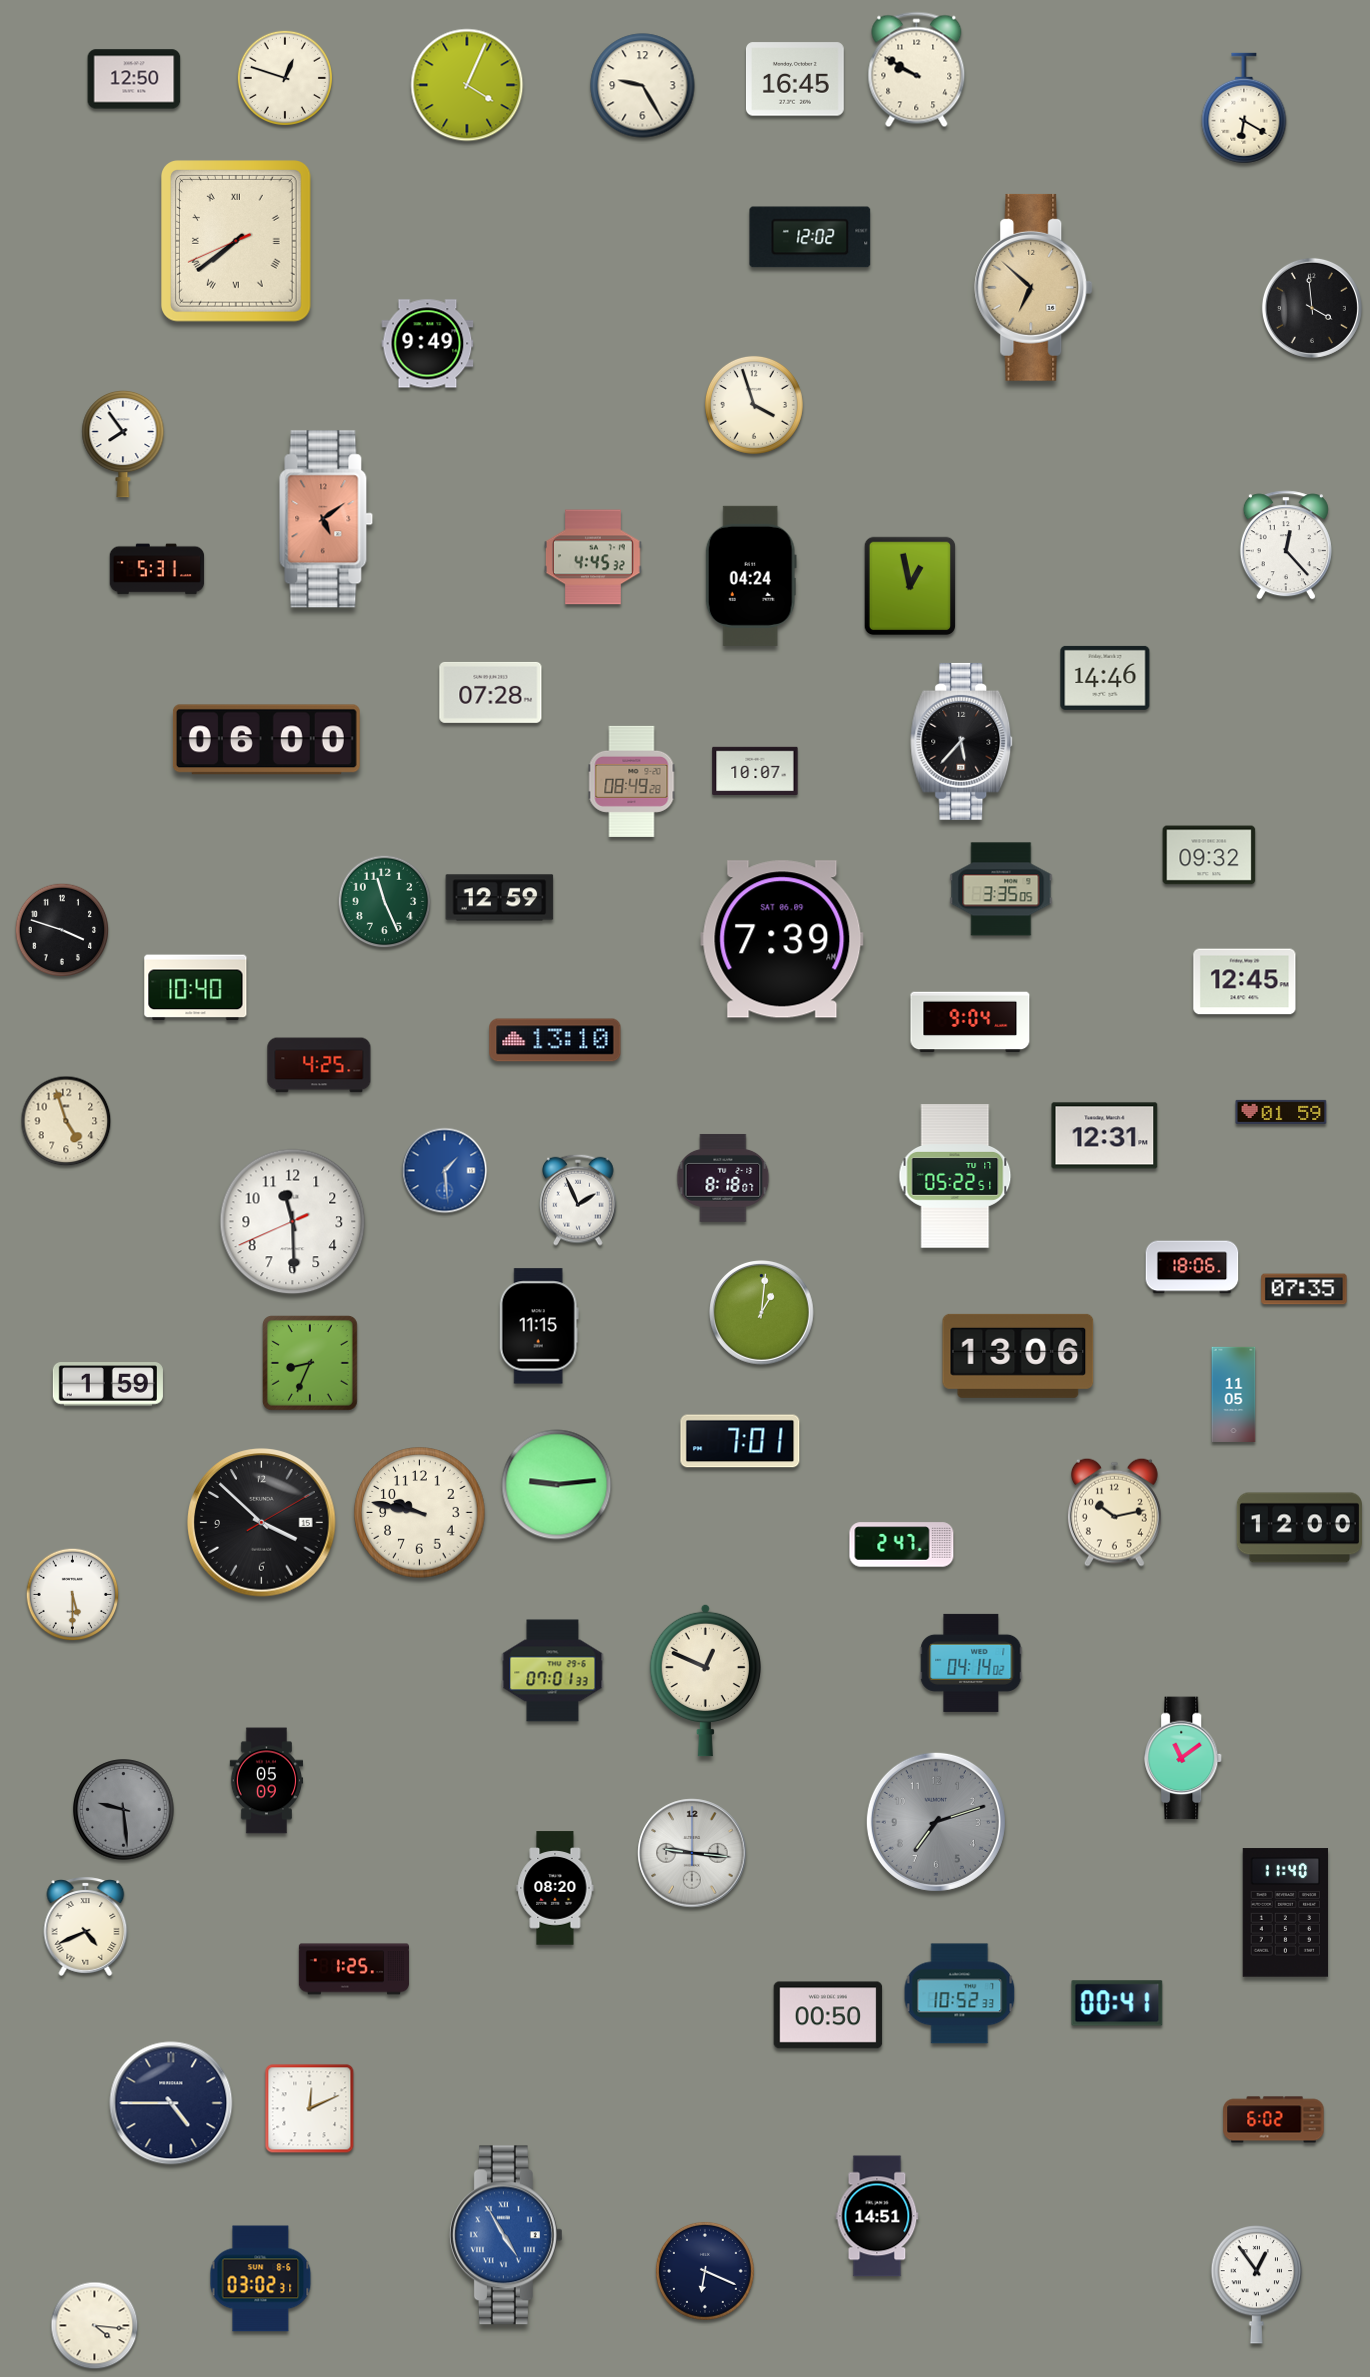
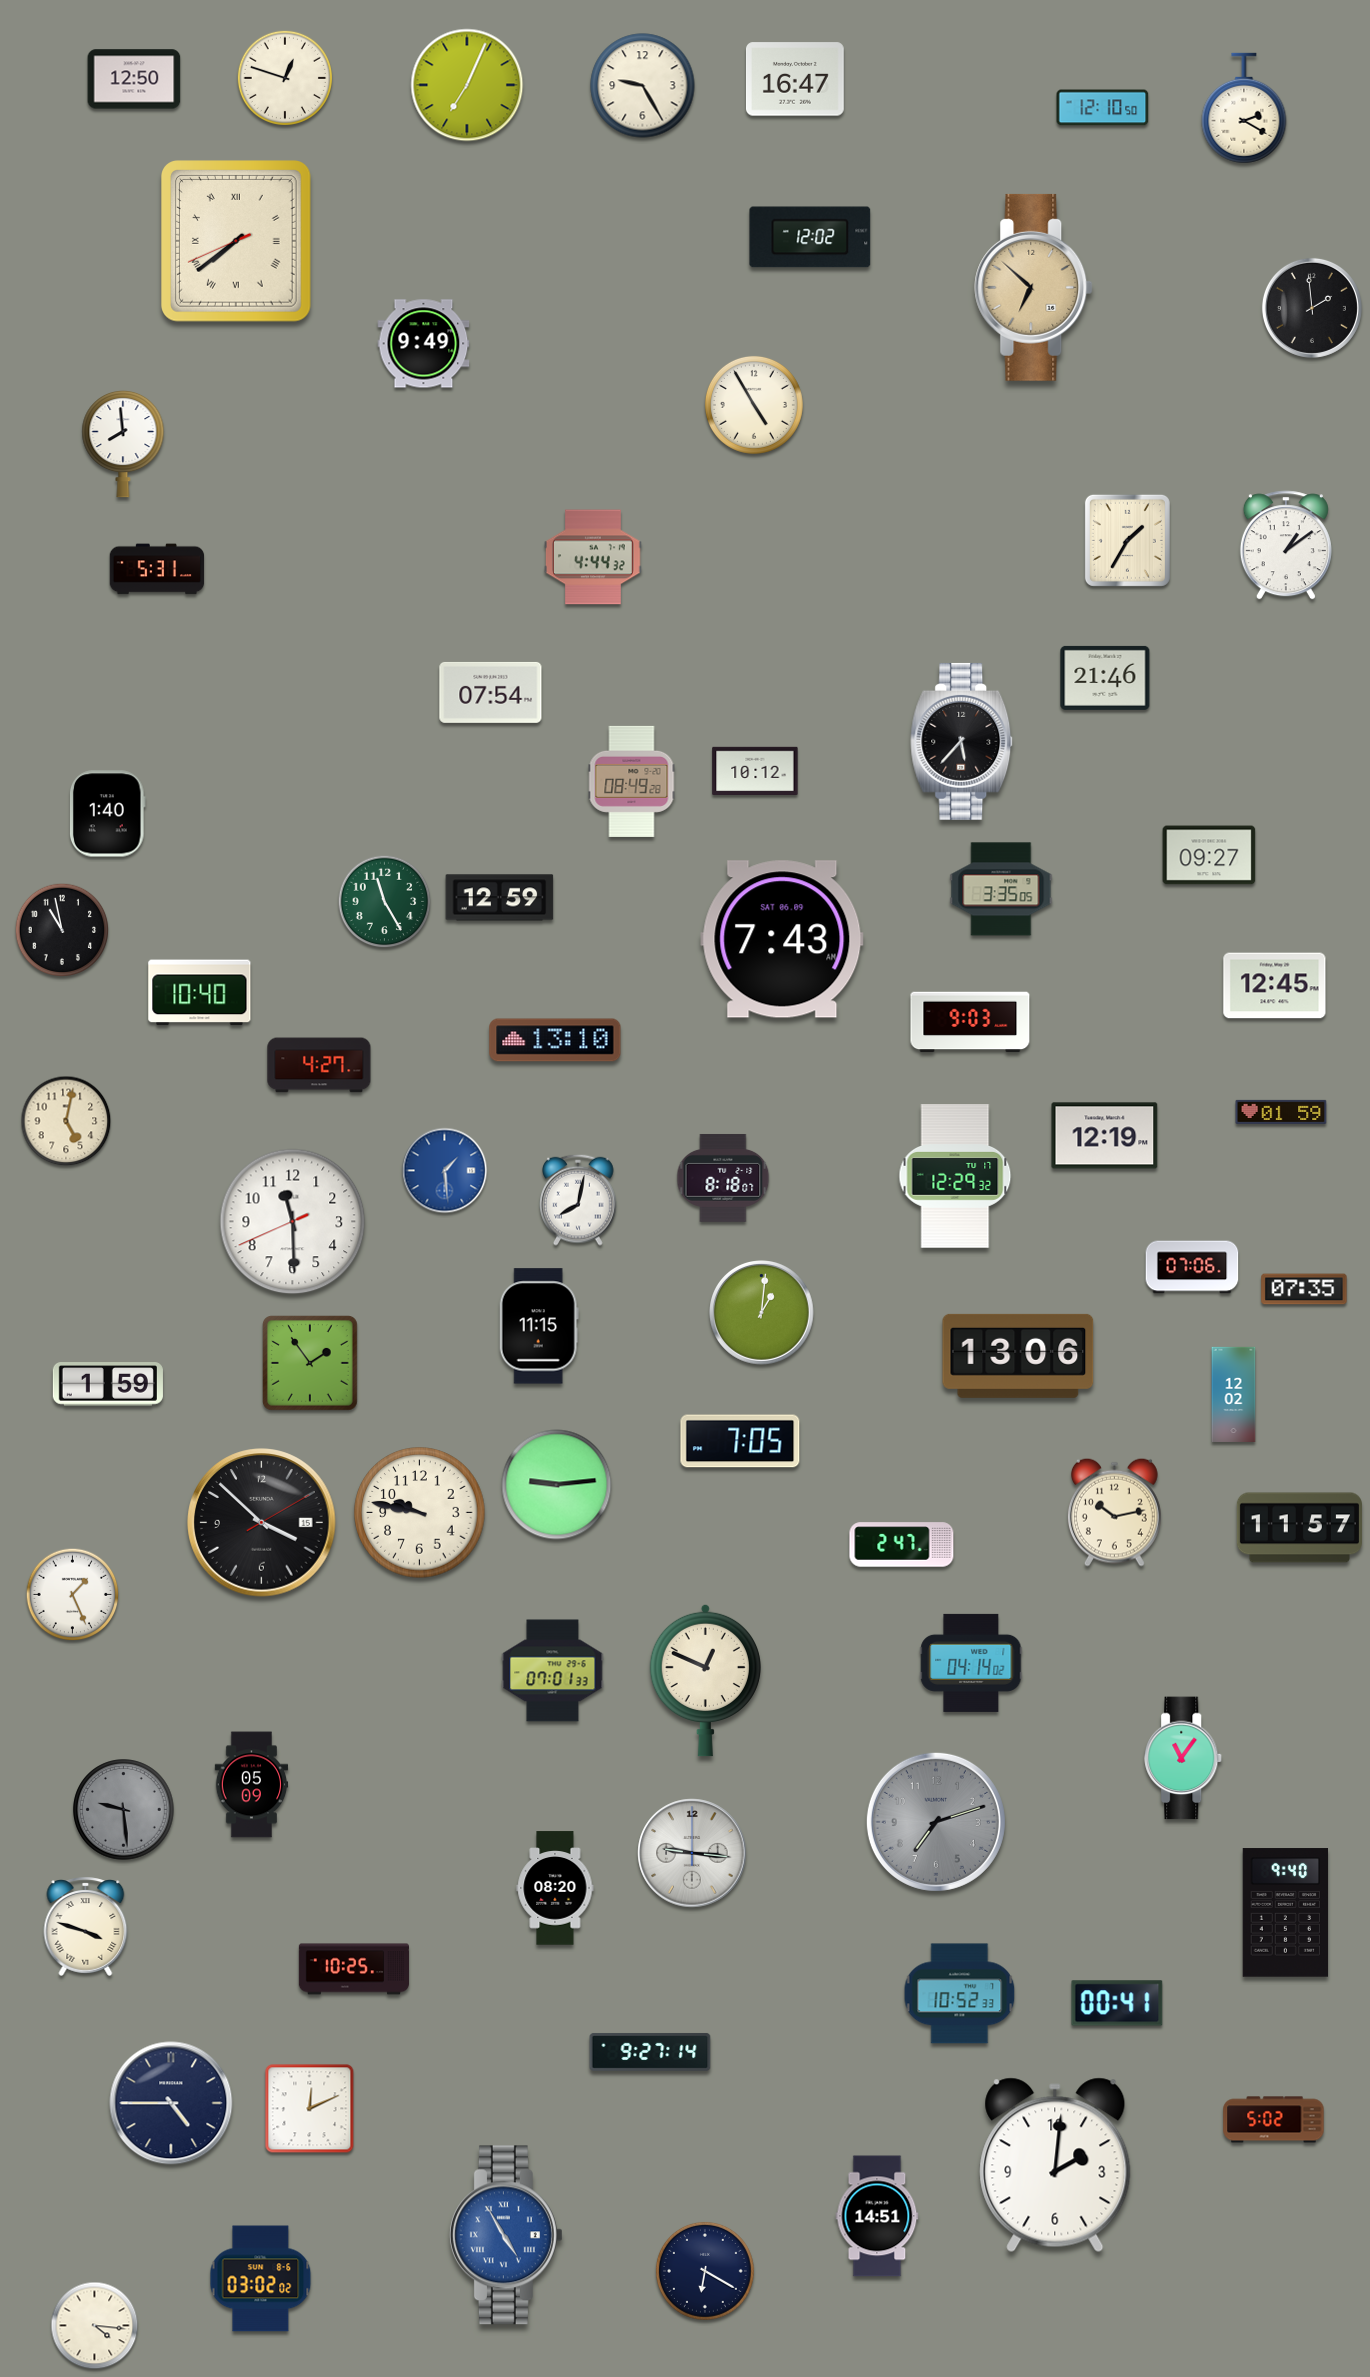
clock at (917, 70): 9:50 -> none
clock at (795, 79): 16:45 -> 16:47
clock at (467, 85): 4:04 -> 7:04
clock at (1103, 108): none -> 12:10
clock at (1244, 108): 6:20 -> 2:20
clock at (1312, 308): 3:59 -> 1:59
clock at (428, 344) position: (428, 344) -> (424, 344)
clock at (754, 405): 3:57 -> 4:55
clock at (123, 444): 7:54 -> 7:59
clock at (326, 519): 5:09 -> none
clock at (1127, 540): none -> 1:35
clock at (1286, 545): 12:23 -> 1:09
clock at (594, 557): 4:45 -> 4:44
clock at (751, 576): 04:24 -> none
clock at (910, 586): 12:58 -> none
clock at (1105, 678): 14:46 -> 21:46
clock at (491, 692): 07:28 -> 07:54
clock at (266, 740): 06:00 -> none
clock at (755, 770): 10:07 -> 10:12
clock at (107, 814): none -> 1:40
clock at (1209, 855): 09:32 -> 09:27
clock at (385, 902): 11:26 -> 11:25
clock at (62, 930): 3:48 -> 10:58
clock at (782, 939): 7:39 -> 7:43
clock at (1245, 982) position: (1245, 982) -> (1275, 986)
clock at (196, 988) position: (196, 988) -> (200, 993)
clock at (970, 1022): 9:04 -> 9:03
clock at (319, 1065): 4:25 -> 4:27
clock at (66, 1121): 4:57 -> 5:02
clock at (1105, 1136): 12:31 -> 12:19
clock at (955, 1176): 05:22 -> 12:29
clock at (578, 1200): 1:56 -> 8:02
clock at (1192, 1267): 18:06 -> 07:06
clock at (311, 1364): 8:34 -> 1:54
clock at (1234, 1394): 11:05 -> 12:02
clock at (740, 1441): 7:01 -> 7:05
clock at (1299, 1528): 12:00 -> 11:57
clock at (73, 1595): 5:30 -> 1:26
clock at (1184, 1758): 11:09 -> 11:06
clock at (267, 1781) position: (267, 1781) -> (252, 1785)
clock at (1286, 1913): 11:40 -> 9:40
clock at (86, 1926): 4:41 -> 3:48
clock at (353, 1969): 1:25 -> 10:25
clock at (828, 2015): 00:50 -> none
clock at (650, 2052): none -> 9:27
clock at (1274, 2120): 6:02 -> 5:02
clock at (1055, 2165): none -> 2:01
clock at (705, 2271): 6:19 -> 6:20
clock at (261, 2279): 03:02:31 -> 03:02:02
clock at (1257, 2285): 12:54 -> none
